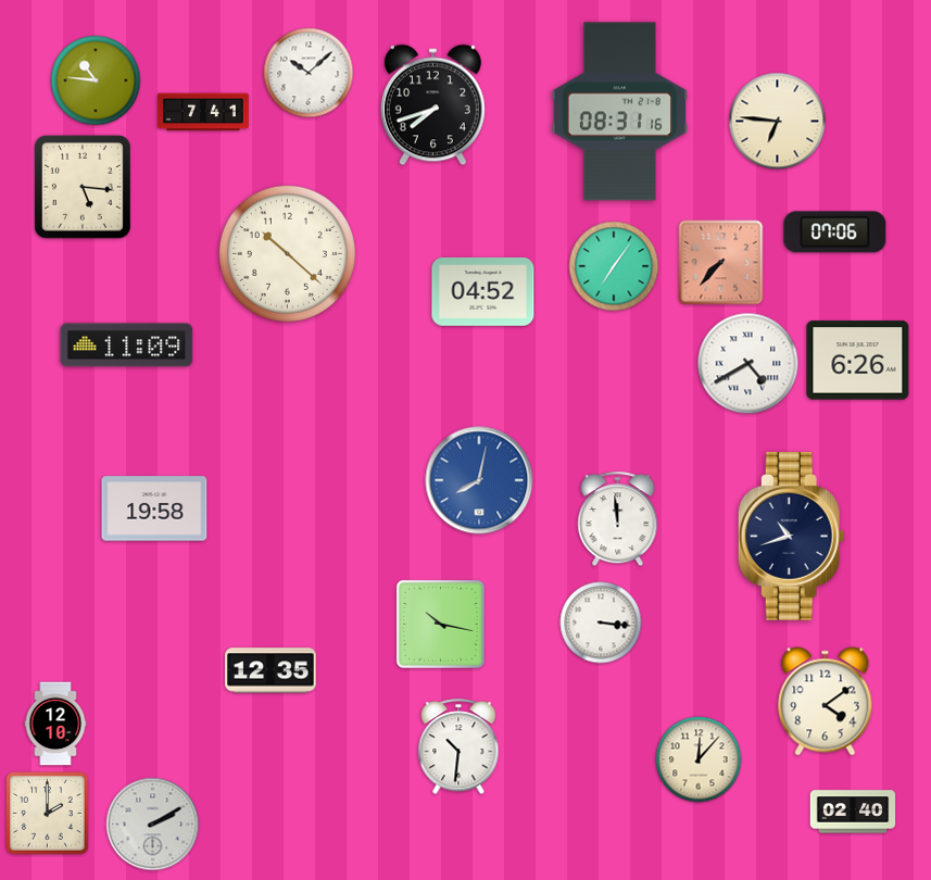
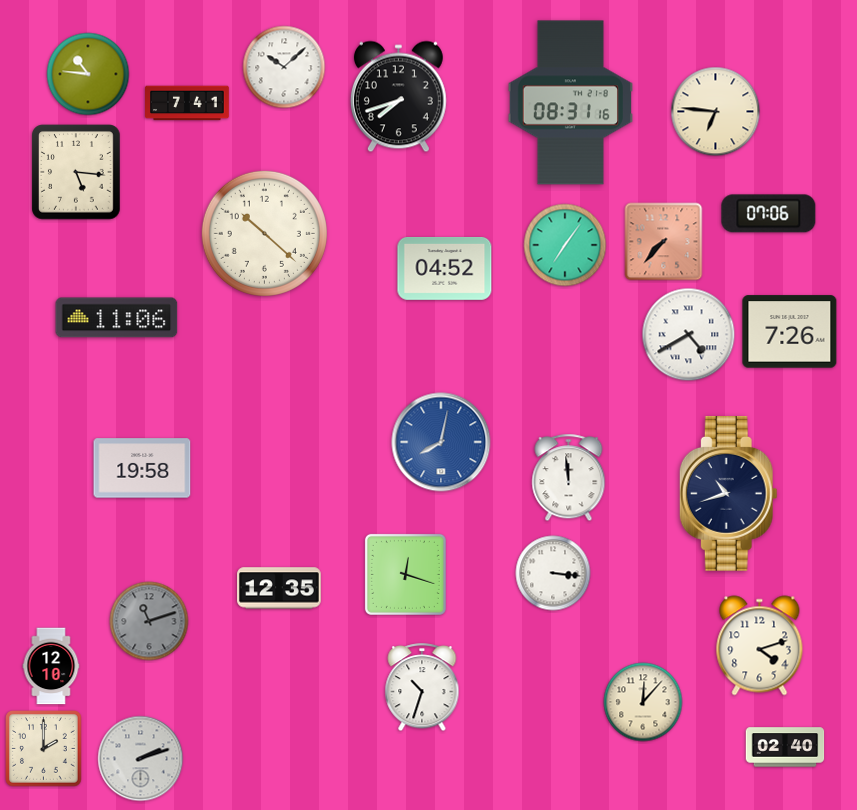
clock at (127, 345): 11:09 -> 11:06
clock at (858, 361): 6:26 -> 7:26
clock at (440, 624): 10:17 -> 12:18
clock at (272, 670) position: (272, 670) -> (280, 588)
clock at (149, 621): none -> 11:12
clock at (826, 702): 4:09 -> 4:12
clock at (458, 747): 10:31 -> 10:33
clock at (699, 759) position: (699, 759) -> (643, 702)
clock at (153, 825): 2:10 -> 2:12
